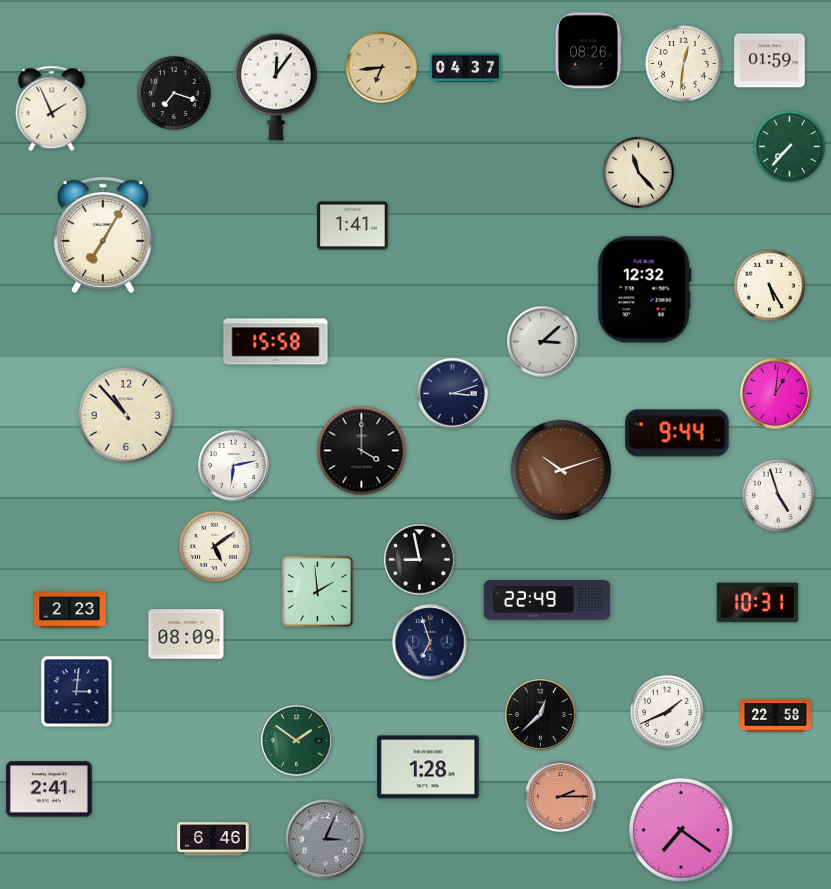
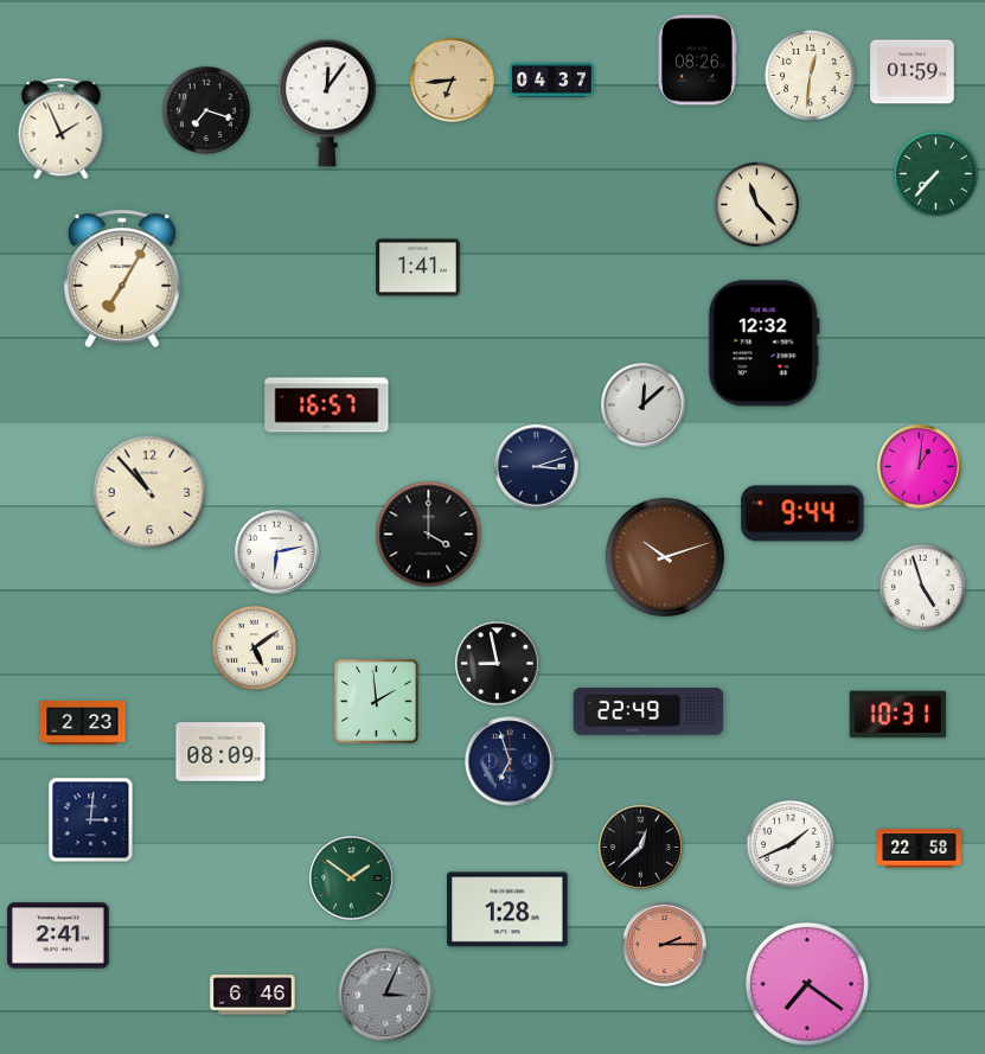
clock at (769, 285): 5:25 -> none
clock at (276, 342): 15:58 -> 16:57
clock at (543, 342): 3:08 -> 12:08
